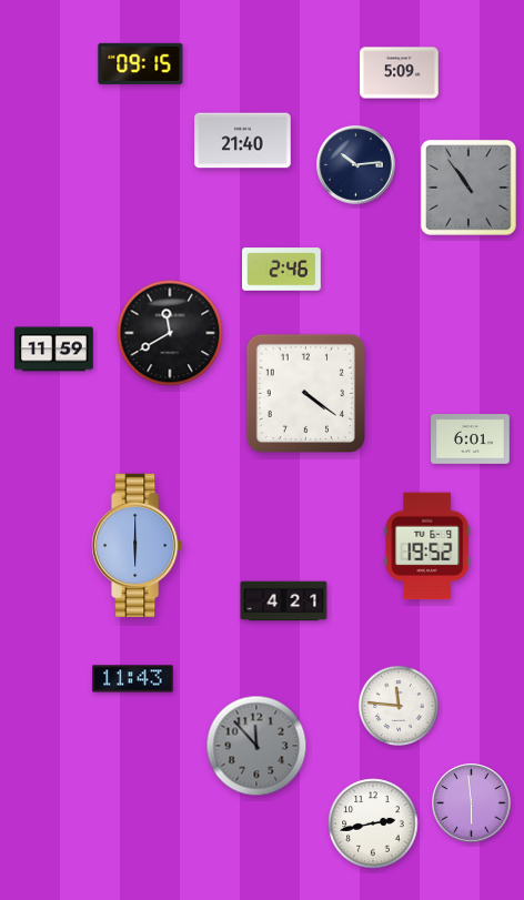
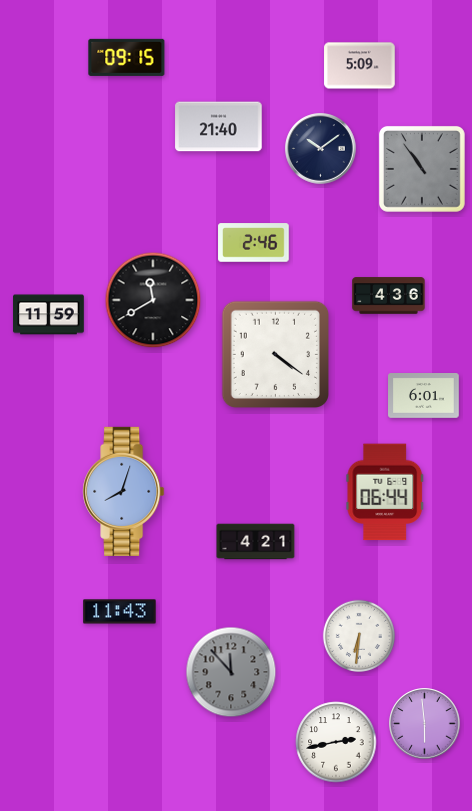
clock at (356, 165): 10:14 -> 10:09
clock at (389, 296): none -> 4:36
clock at (138, 545): 6:00 -> 8:03
clock at (427, 546): 19:52 -> 06:44
clock at (399, 706): 11:46 -> 6:31
